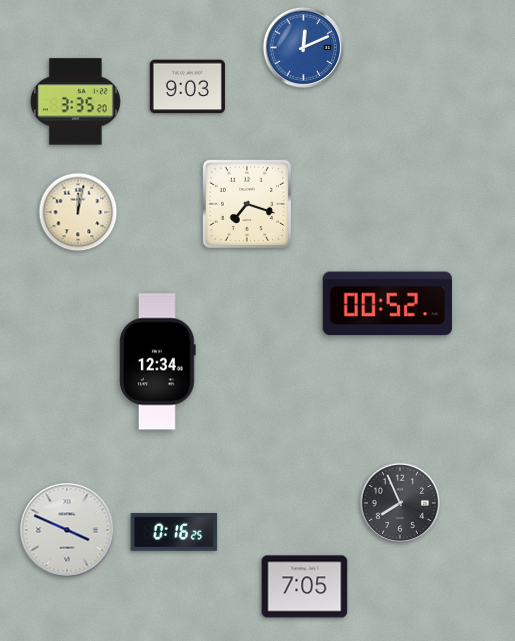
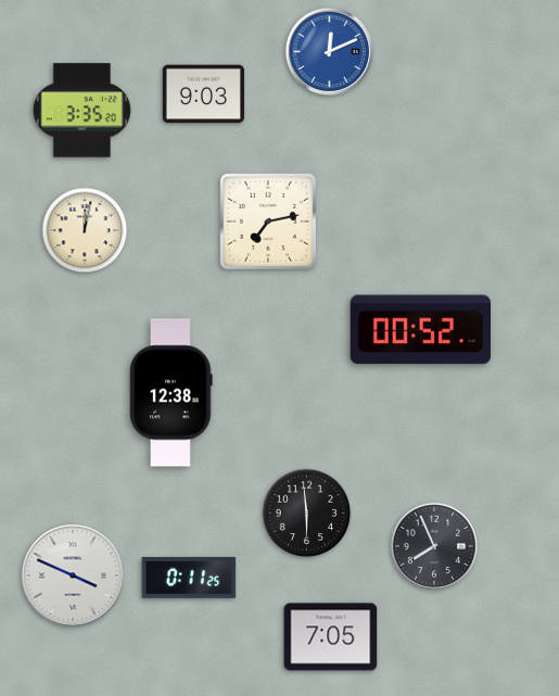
clock at (247, 204): 7:18 -> 7:13
clock at (158, 362): 12:34 -> 12:38
clock at (307, 514): none -> 5:59
clock at (174, 532): 0:16 -> 0:11
